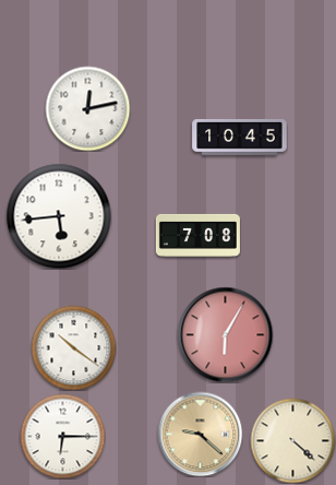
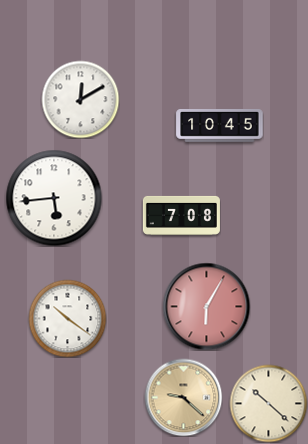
clock at (87, 108): 12:13 -> 12:10
clock at (62, 436): 6:15 -> none
clock at (292, 440): 4:22 -> 10:22
